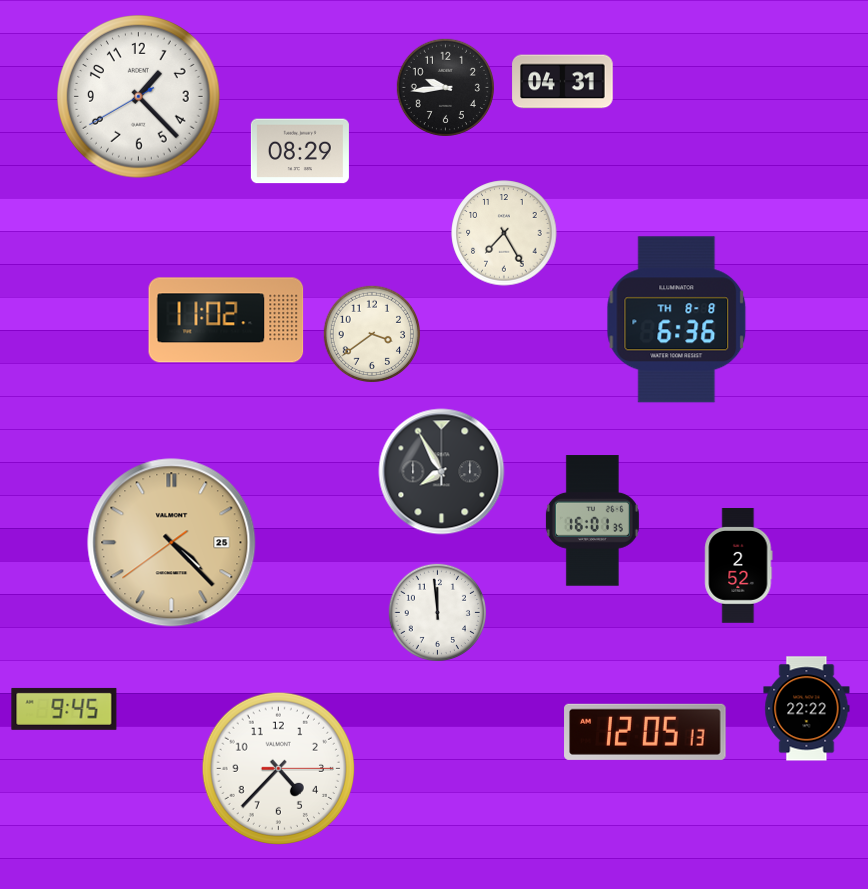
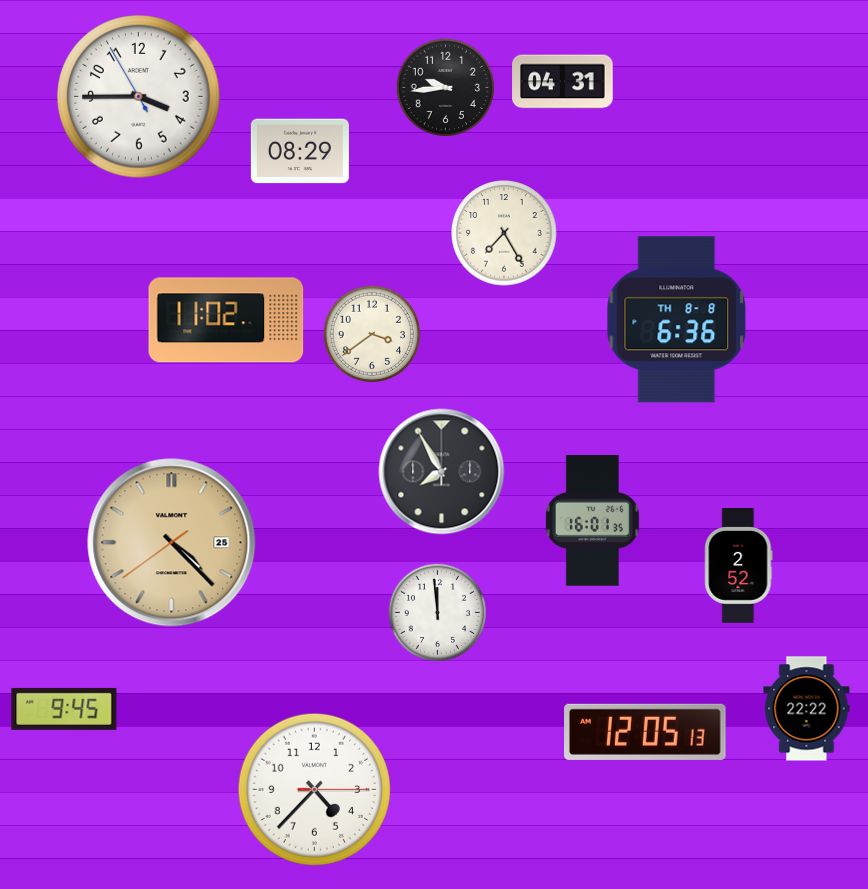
clock at (139, 97): 1:22 -> 3:44
clock at (278, 768) position: (278, 768) -> (314, 789)
